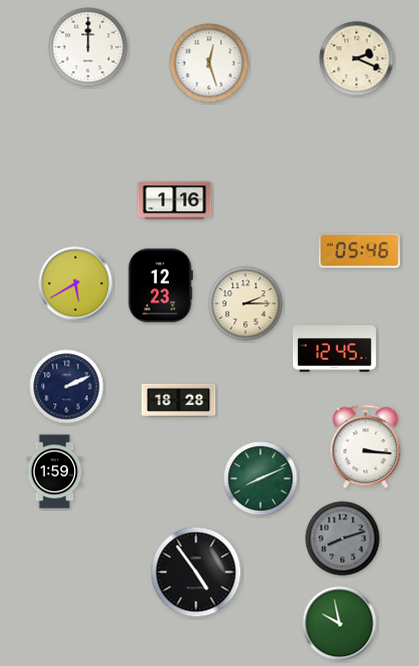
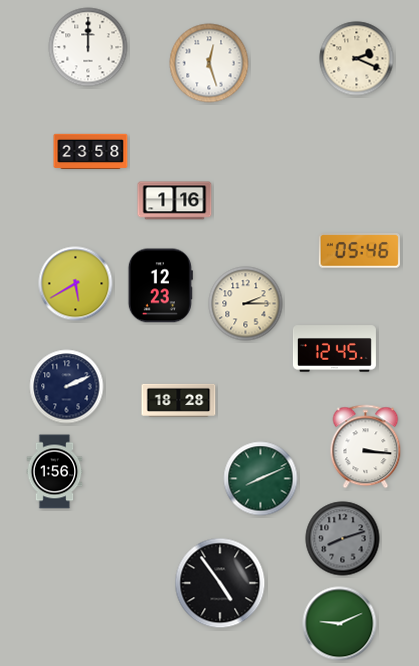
clock at (91, 152): none -> 23:58
clock at (55, 472): 1:59 -> 1:56
clock at (196, 572) position: (196, 572) -> (220, 583)
clock at (340, 624): 9:58 -> 9:11
